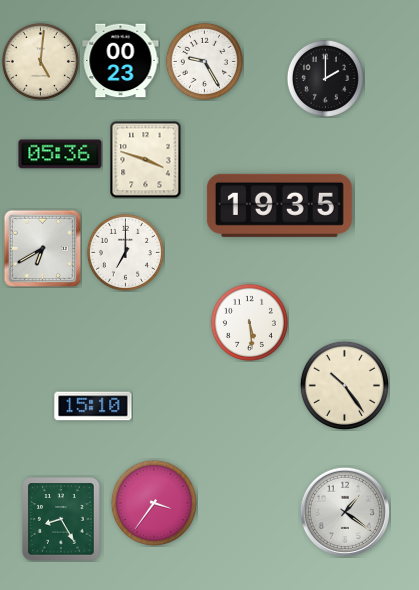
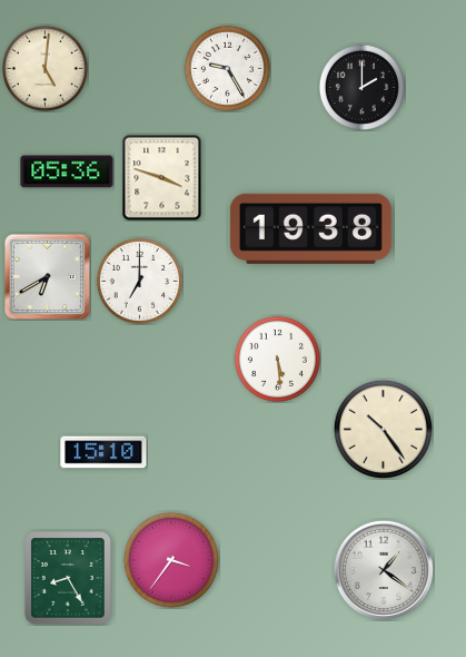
clock at (121, 61): 00:23 -> none
clock at (279, 205): 19:35 -> 19:38
